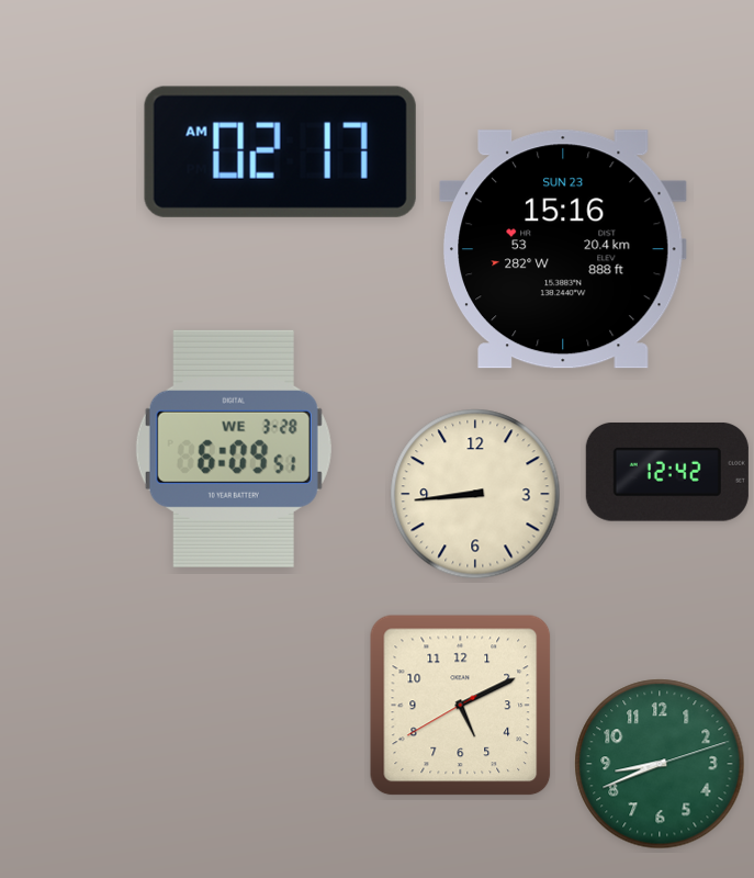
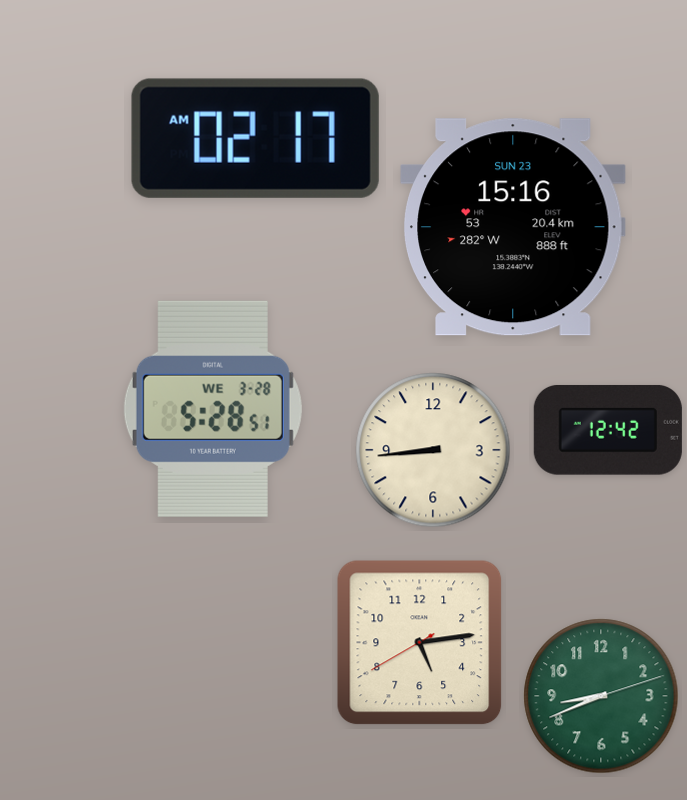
clock at (234, 449): 6:09 -> 5:28
clock at (461, 706): 5:10 -> 5:13
